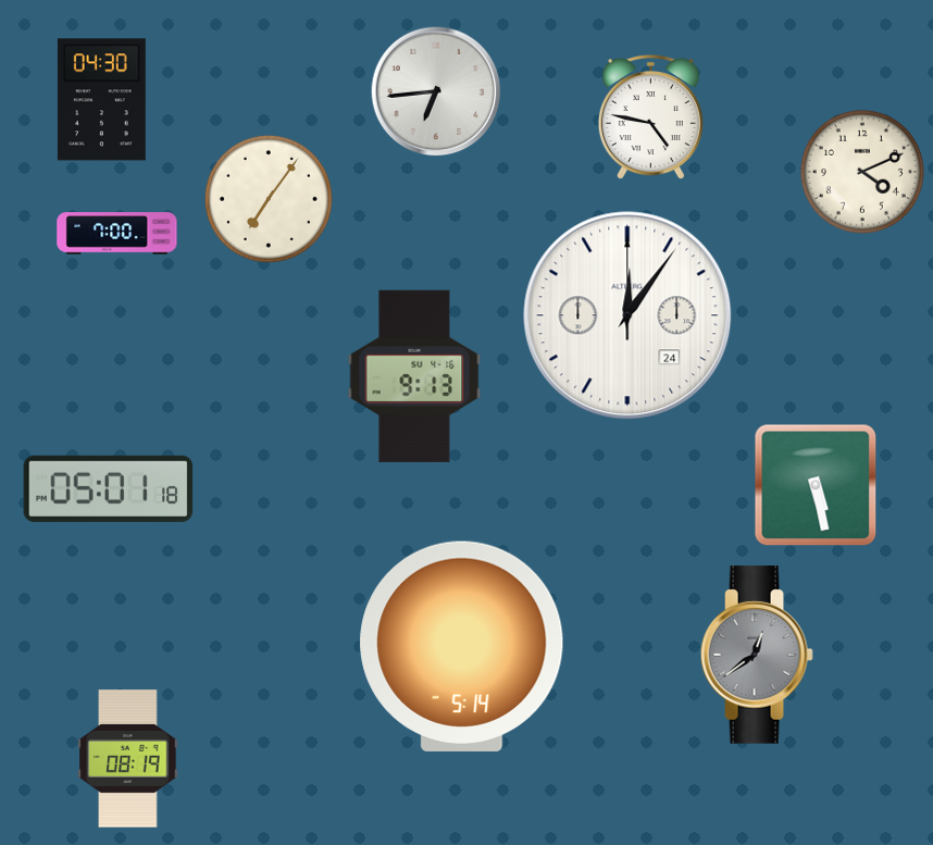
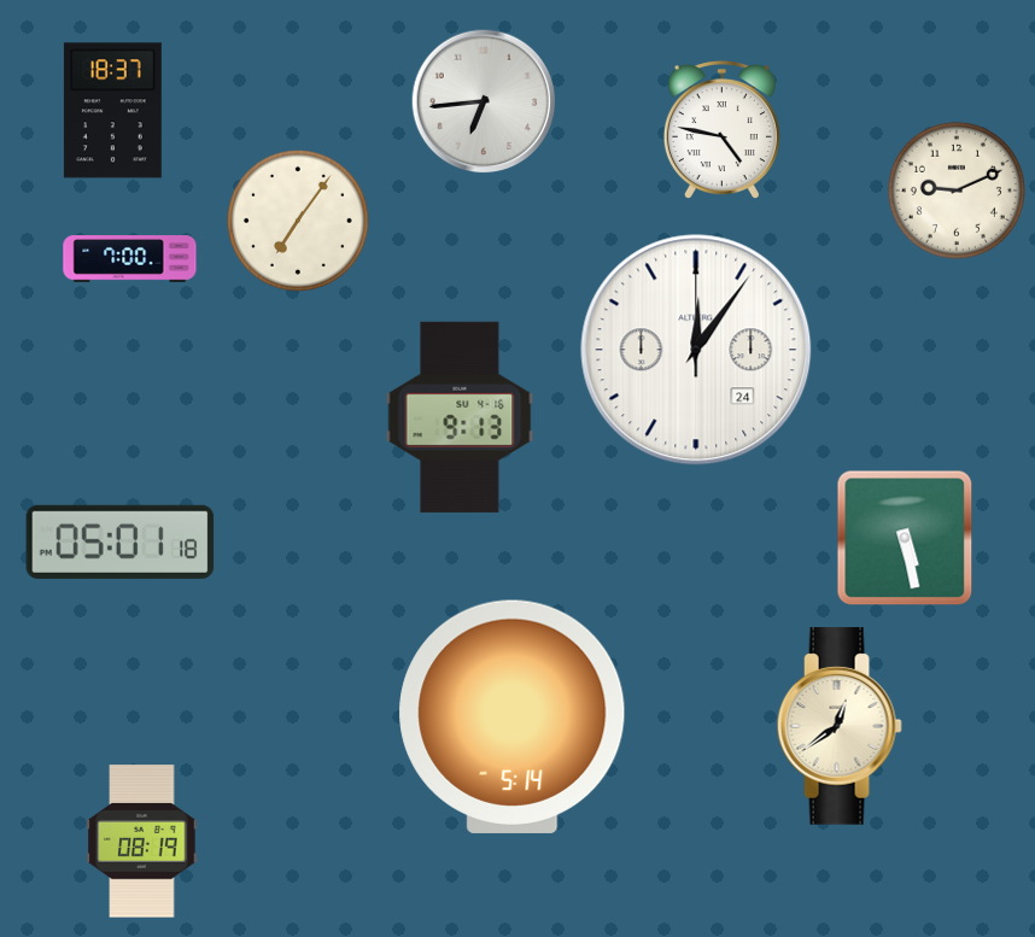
clock at (101, 100): 04:30 -> 18:37
clock at (862, 172): 4:11 -> 9:11
clock at (757, 655) dial: grey -> cream
